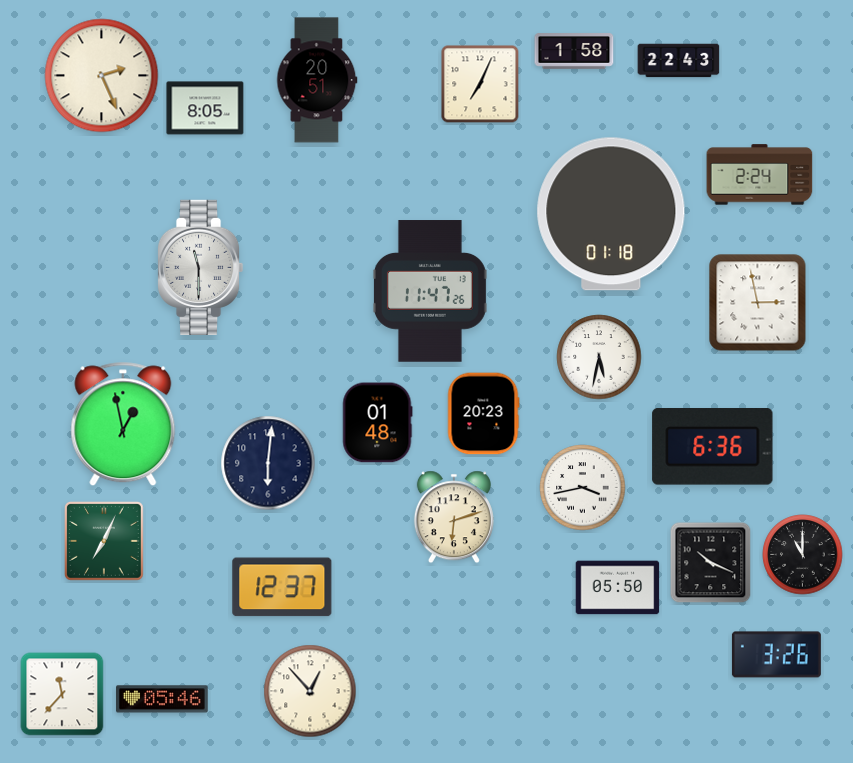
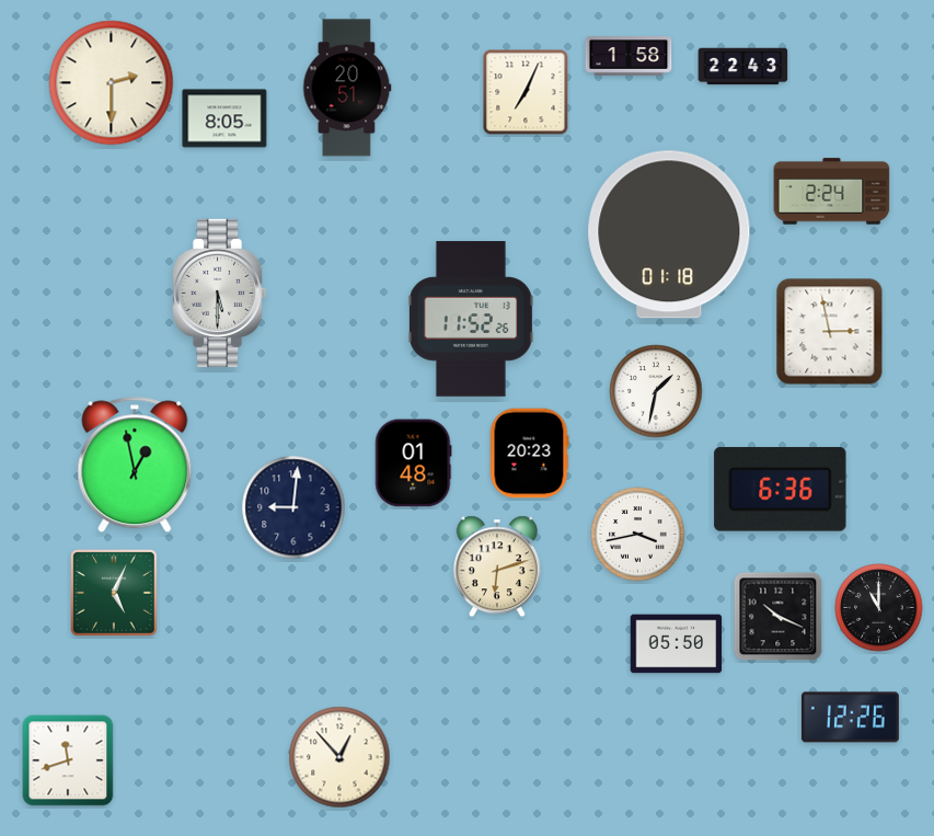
clock at (102, 76): 2:26 -> 2:30
clock at (200, 267): 11:30 -> 5:30
clock at (430, 291): 11:47 -> 11:52
clock at (599, 357): 5:32 -> 1:32
clock at (268, 463): 6:01 -> 9:01
clock at (104, 541): 7:04 -> 5:04
clock at (282, 587): 12:37 -> none
clock at (776, 655): 3:26 -> 12:26
clock at (62, 694): 11:37 -> 11:42
clock at (162, 699): 05:46 -> none
